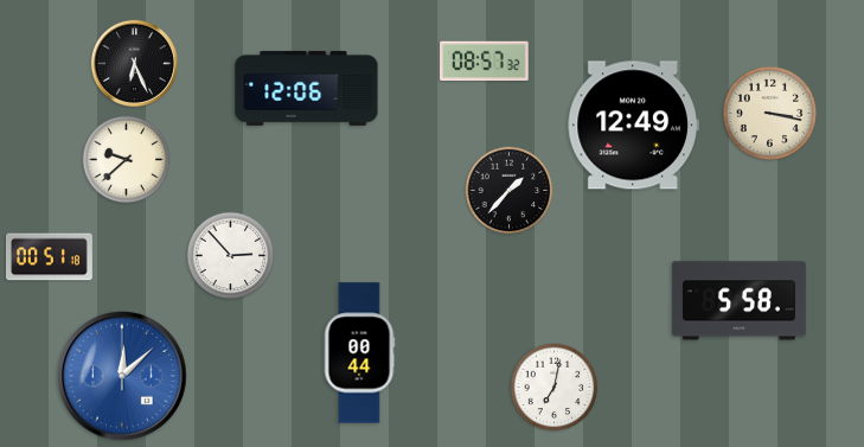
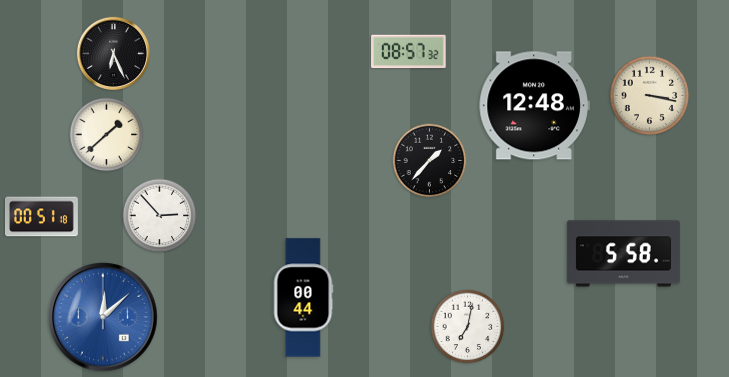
clock at (307, 88): 12:06 -> none
clock at (633, 126): 12:49 -> 12:48
clock at (127, 160): 9:38 -> 1:38
clock at (231, 256) position: (231, 256) -> (160, 216)
